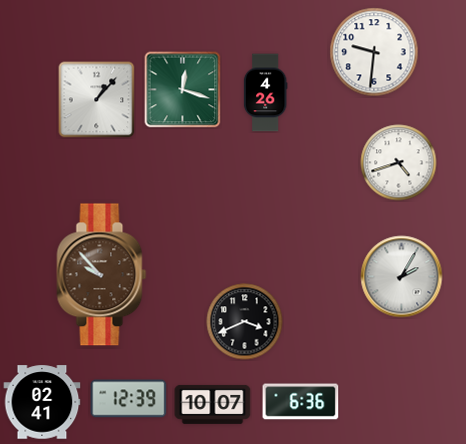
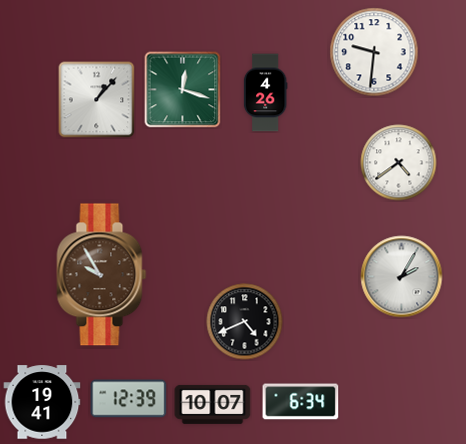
clock at (399, 163): 4:42 -> 4:39
clock at (102, 275): 9:53 -> 9:55
clock at (245, 322): 3:41 -> 4:41
clock at (42, 402): 02:41 -> 19:41
clock at (301, 402): 6:36 -> 6:34
